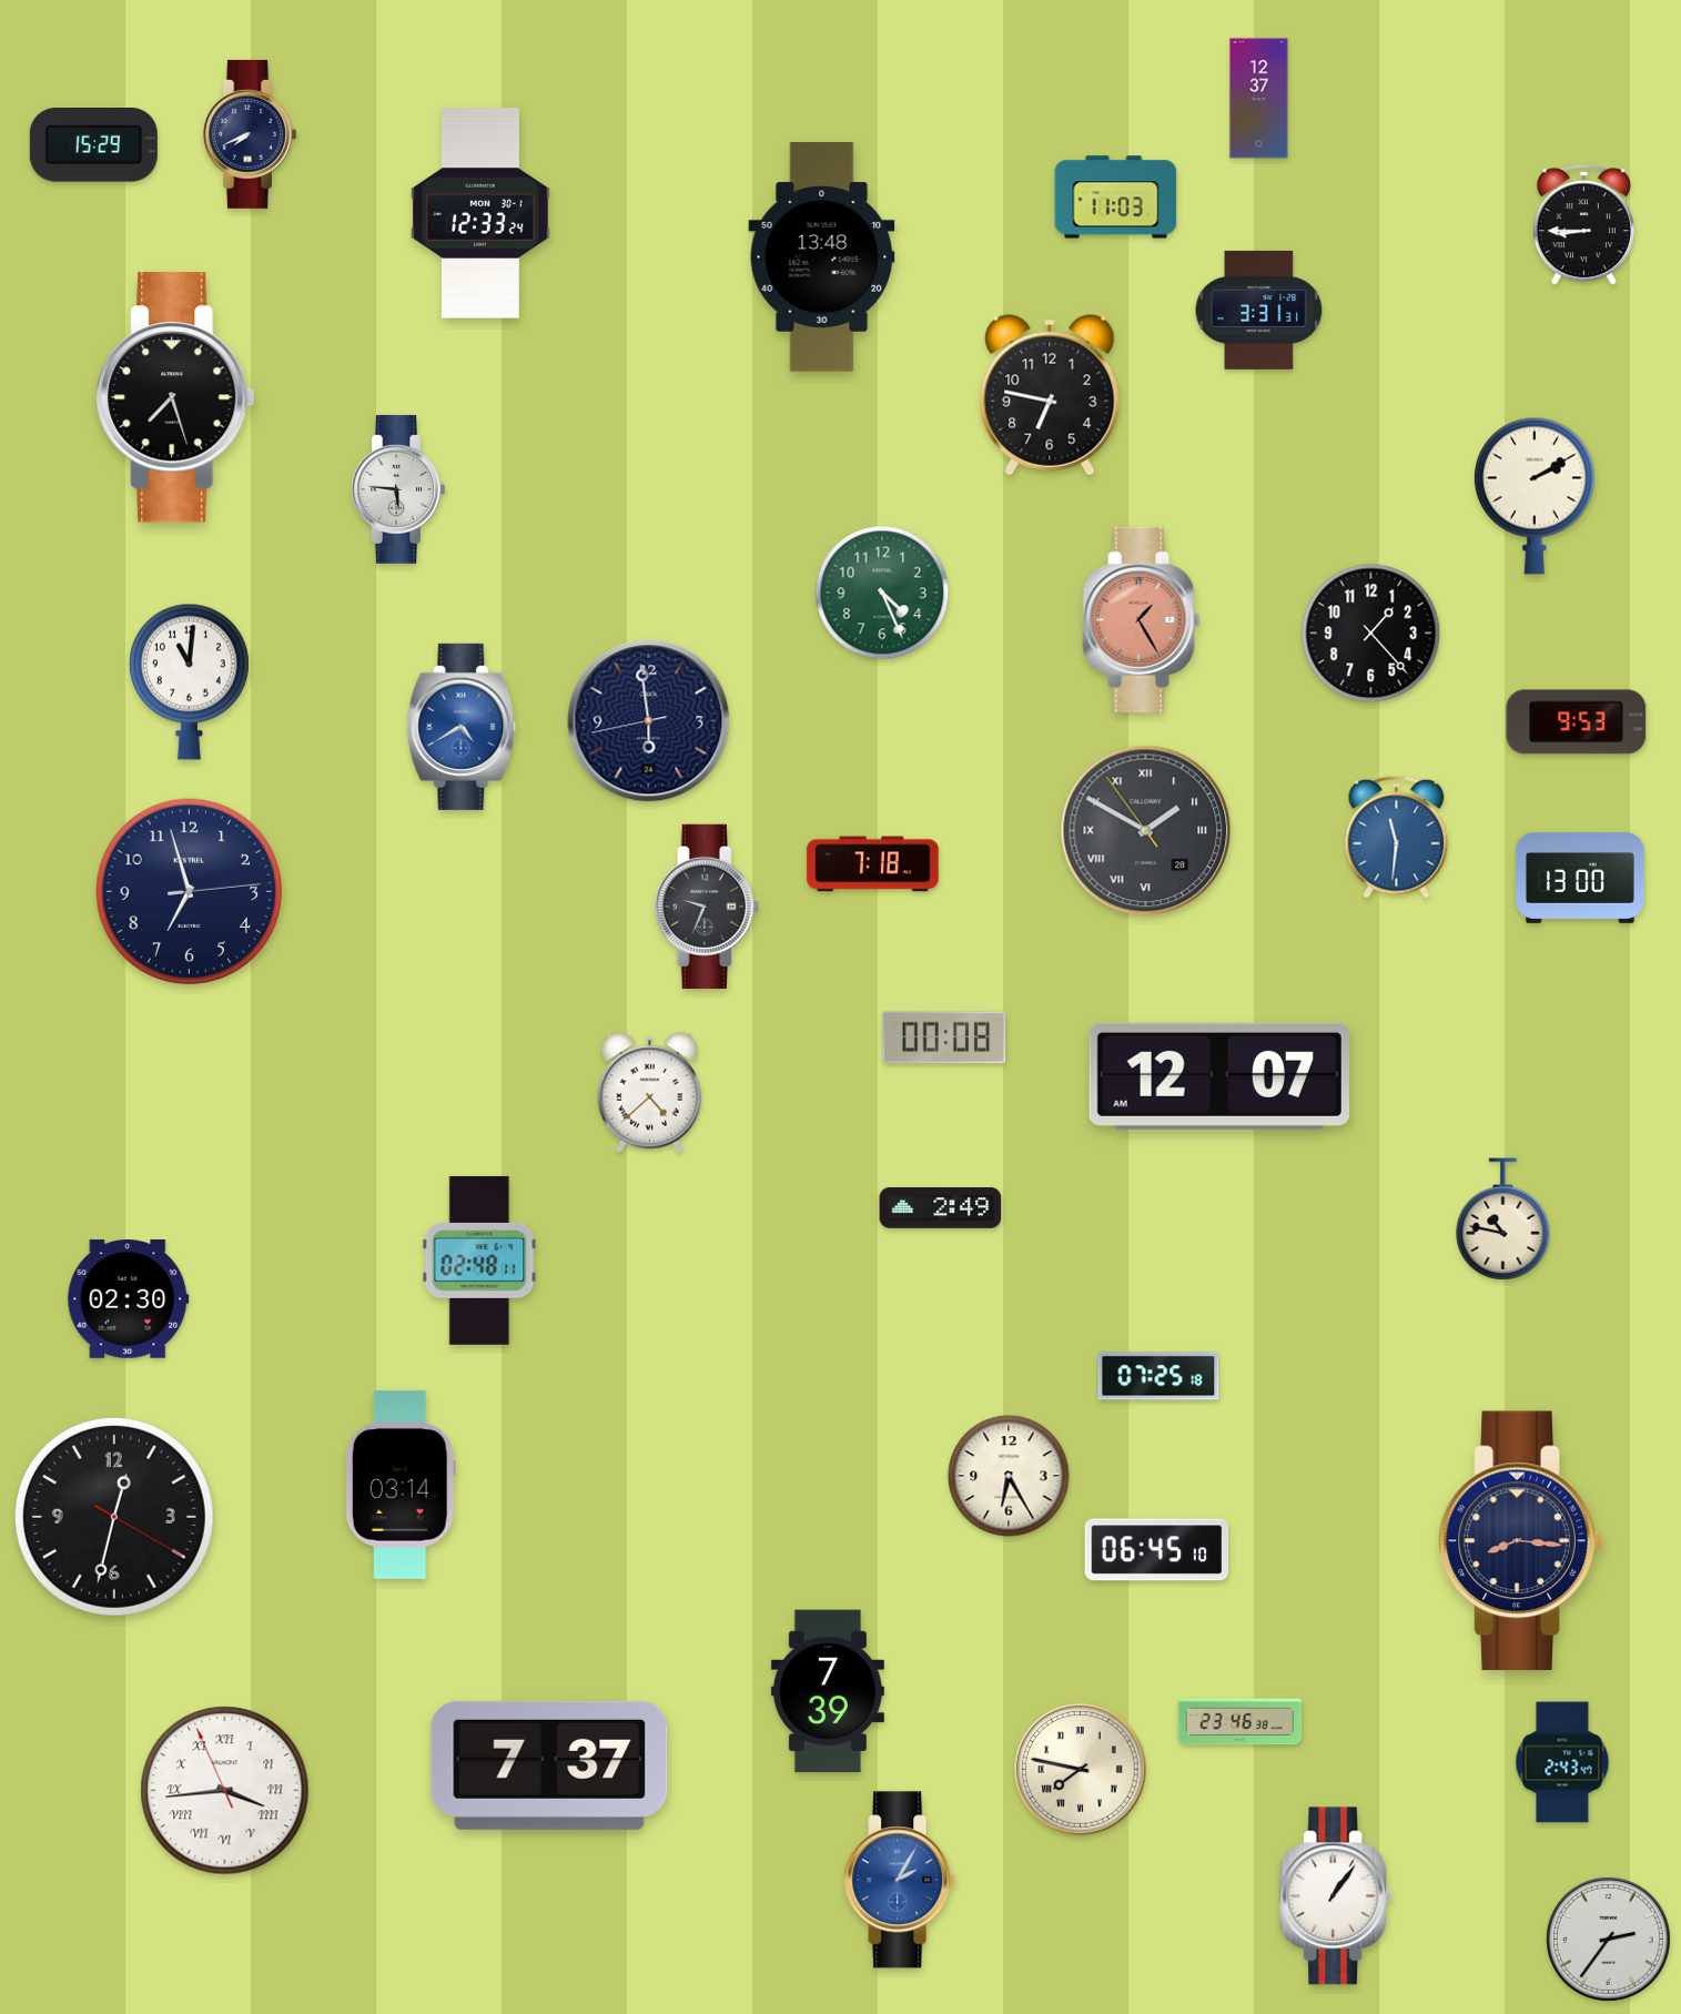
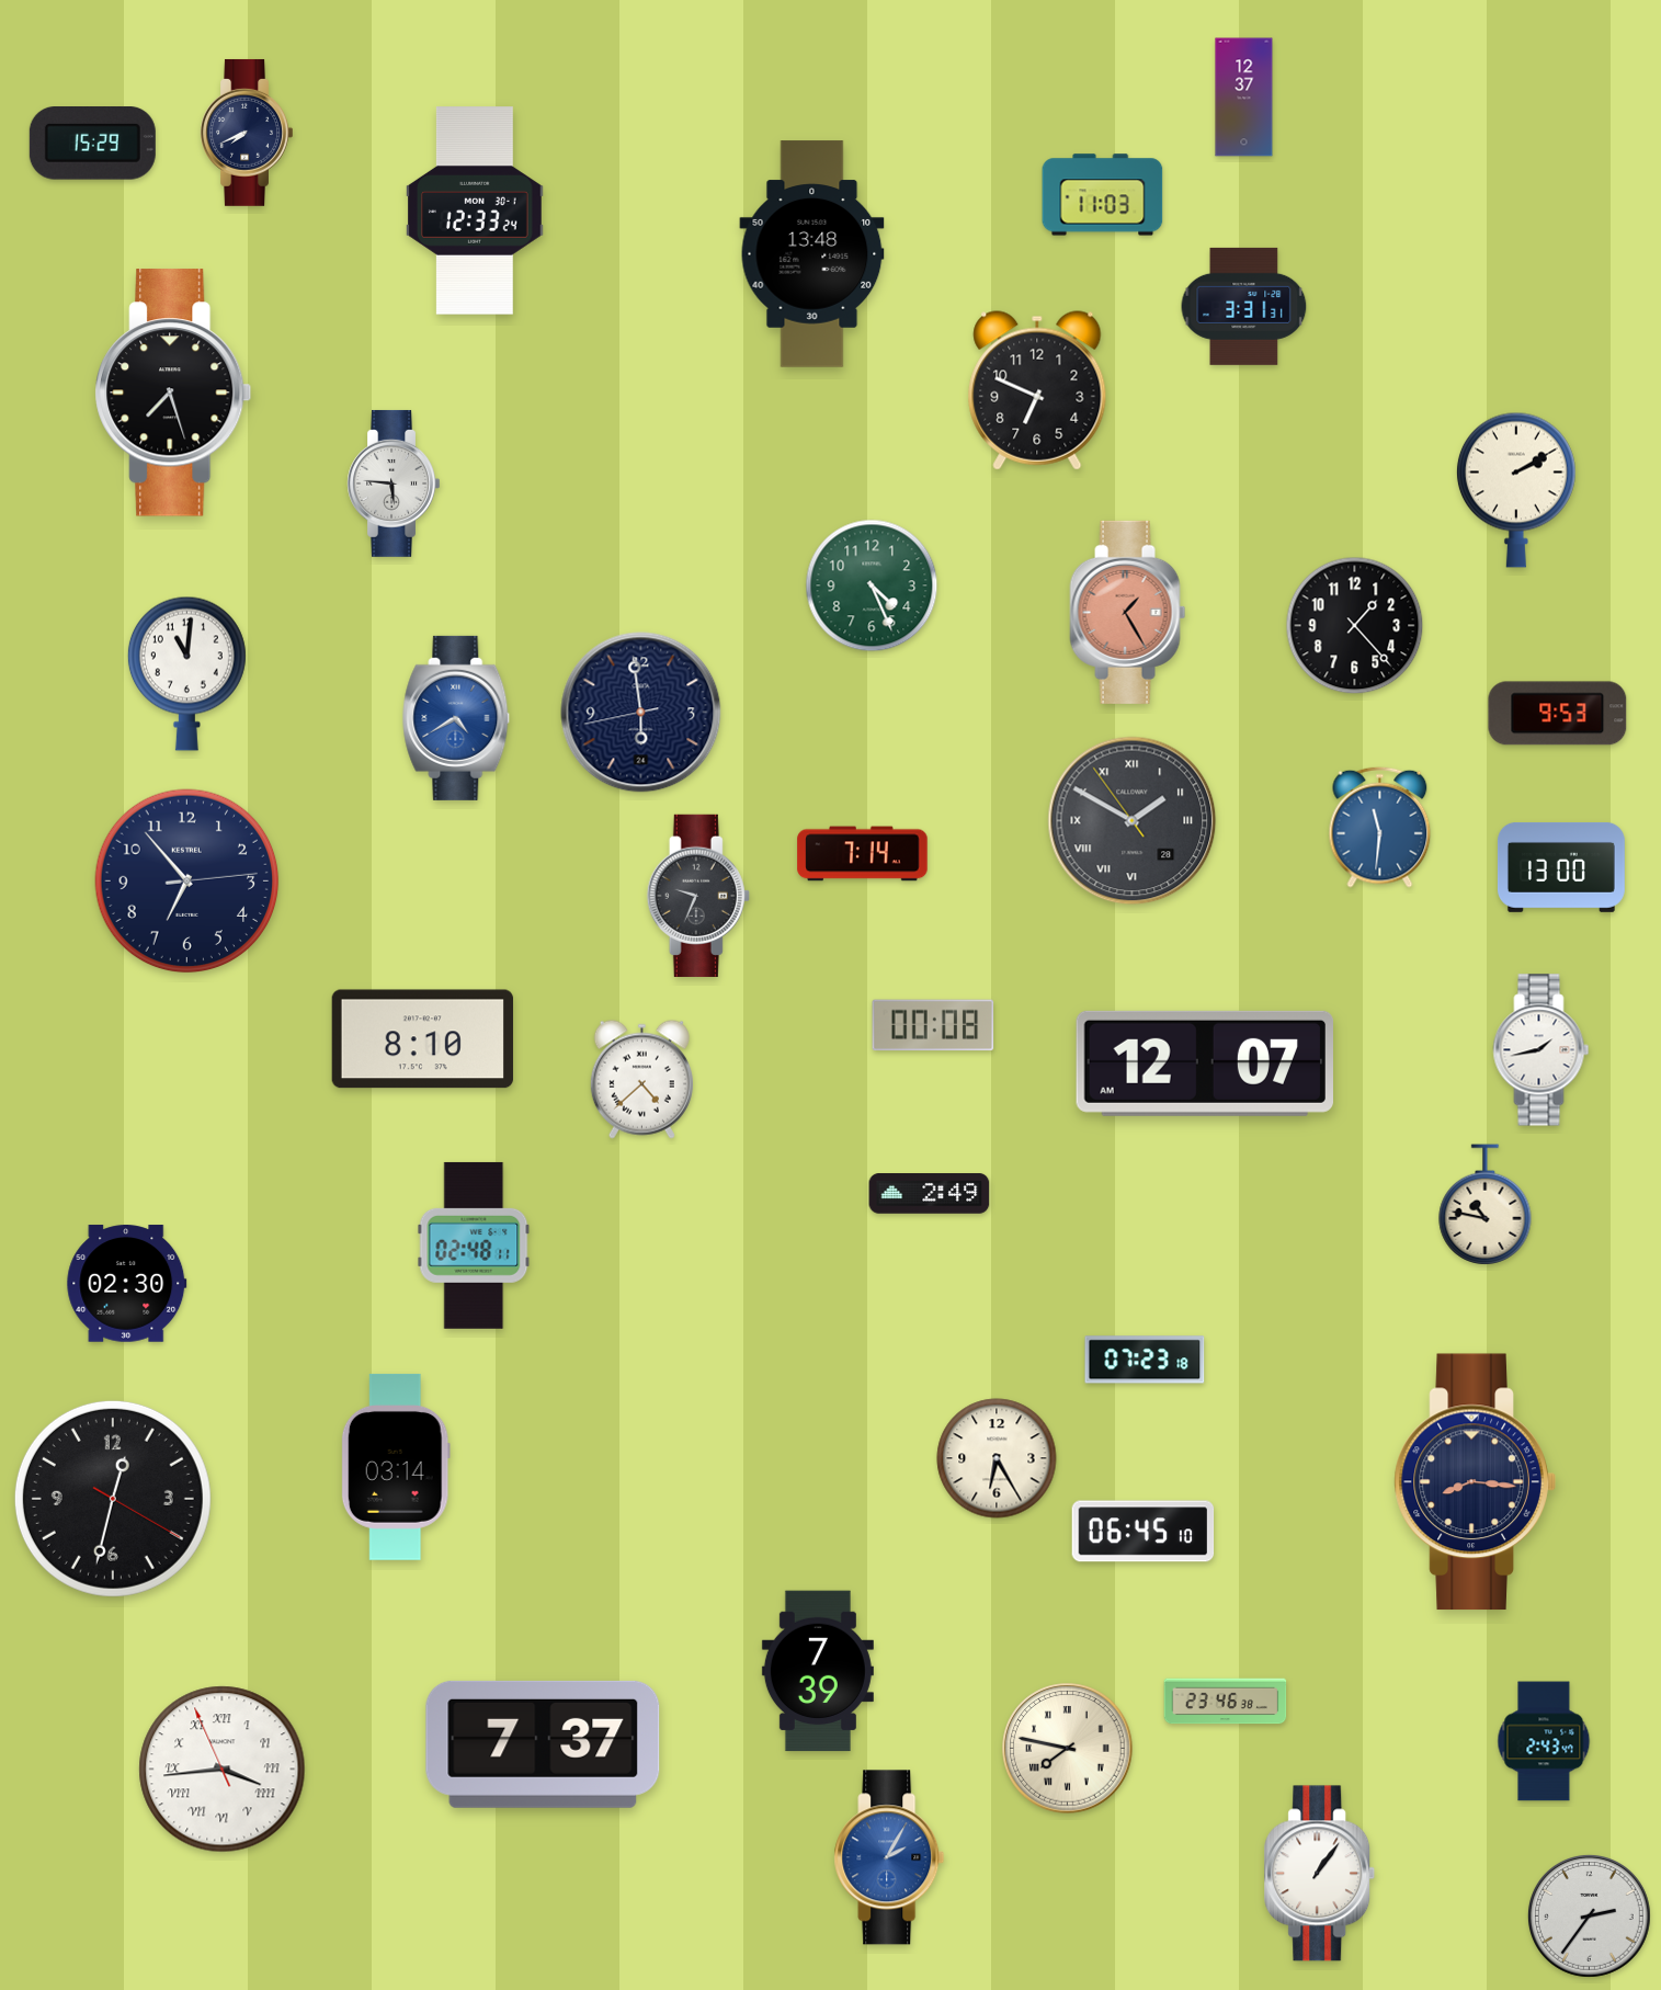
clock at (1583, 225): 8:45 -> none
clock at (1050, 395): 6:47 -> 6:49
clock at (873, 864): 7:18 -> 7:14
clock at (190, 892): 6:57 -> 6:53
clock at (422, 1039): none -> 8:10
clock at (1541, 1050): none -> 1:43
clock at (1158, 1376): 07:25 -> 07:23
clock at (1520, 1541) position: (1520, 1541) -> (1475, 1482)
